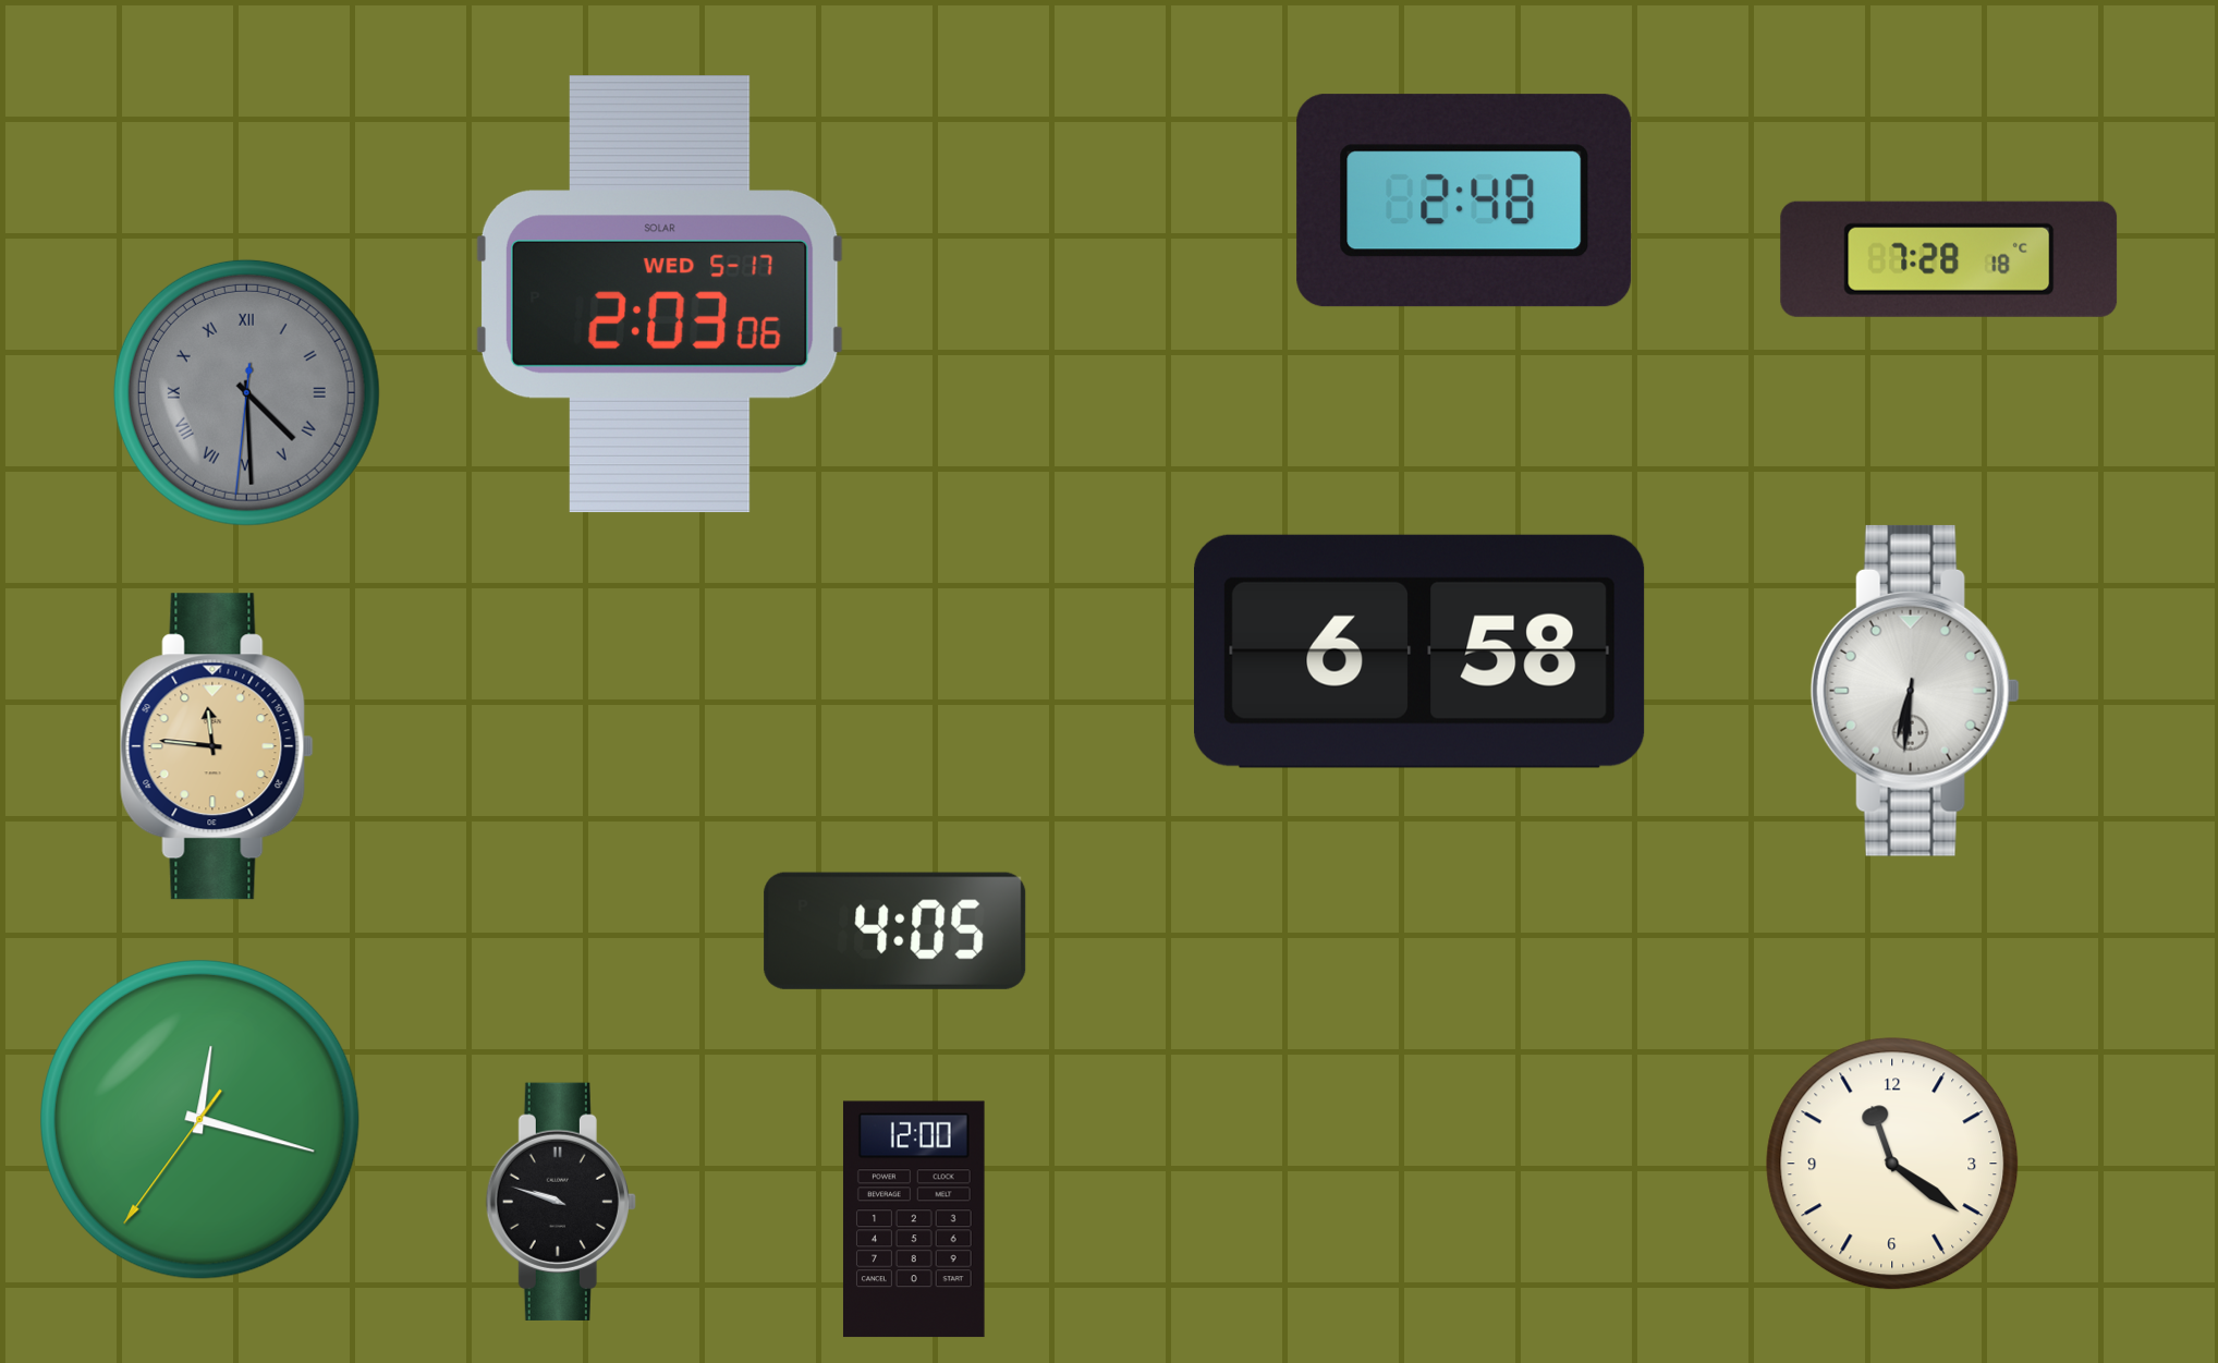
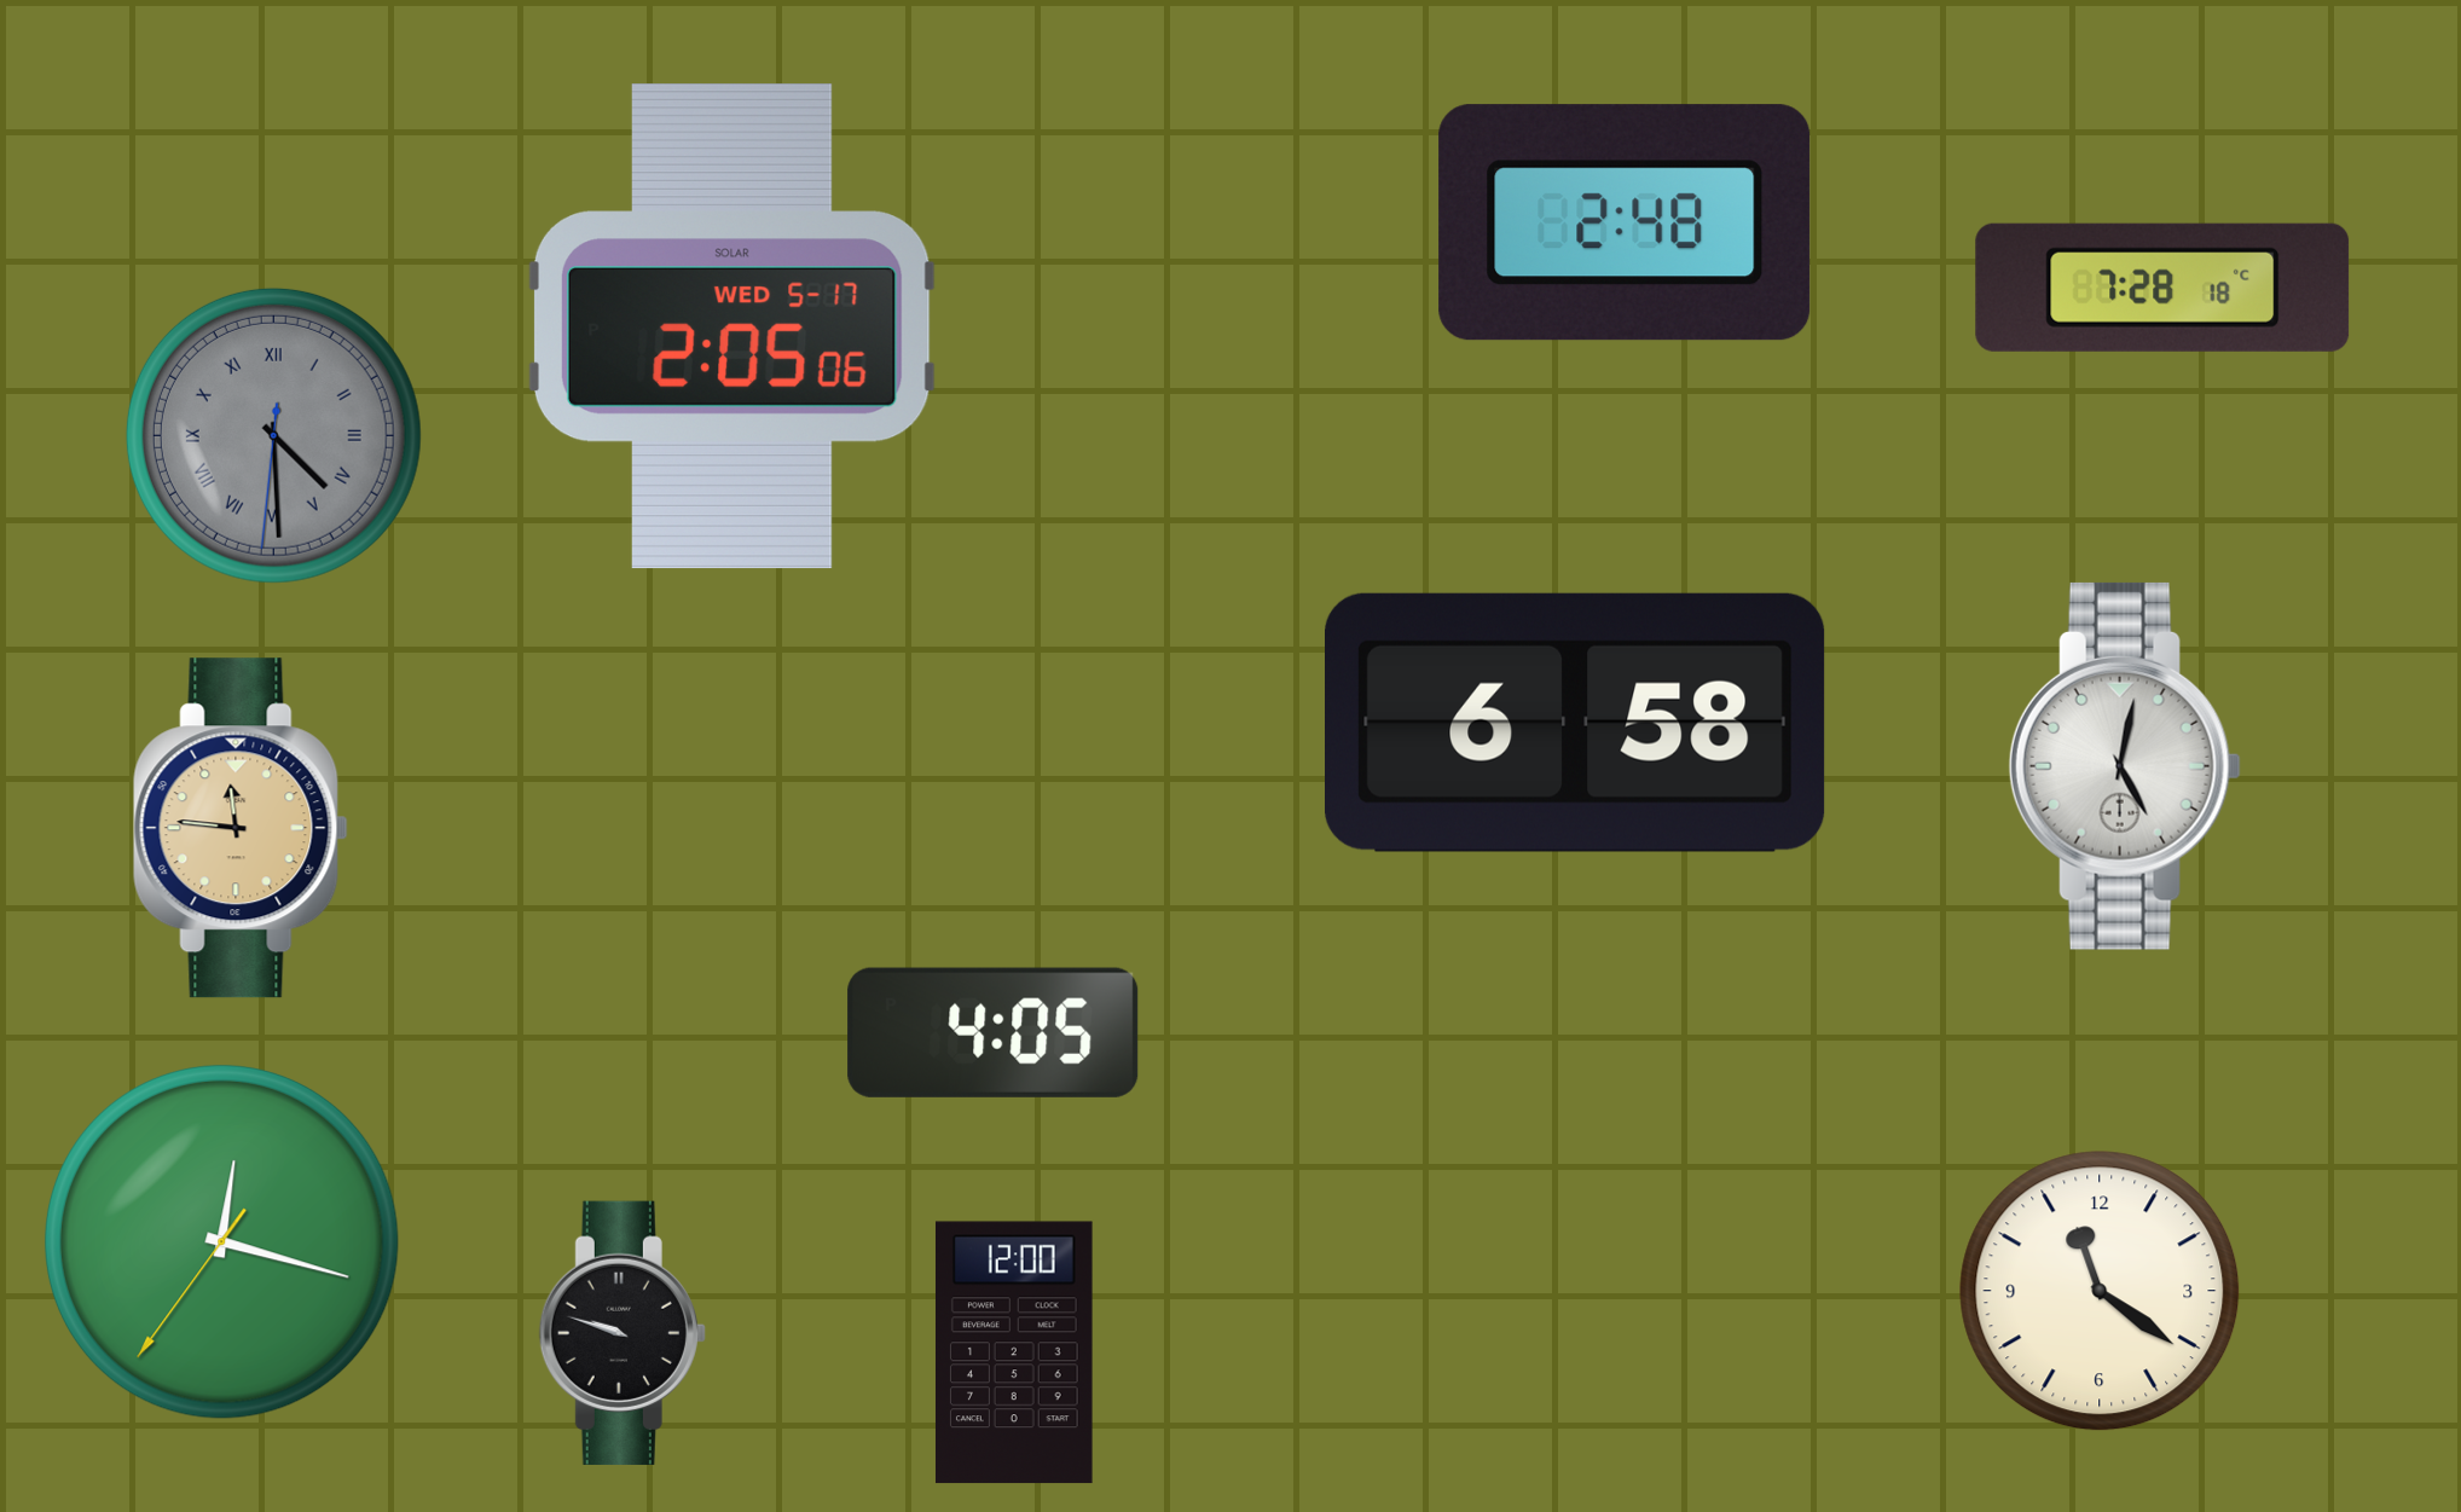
clock at (659, 294): 2:03 -> 2:05
clock at (1915, 691): 6:31 -> 5:02
